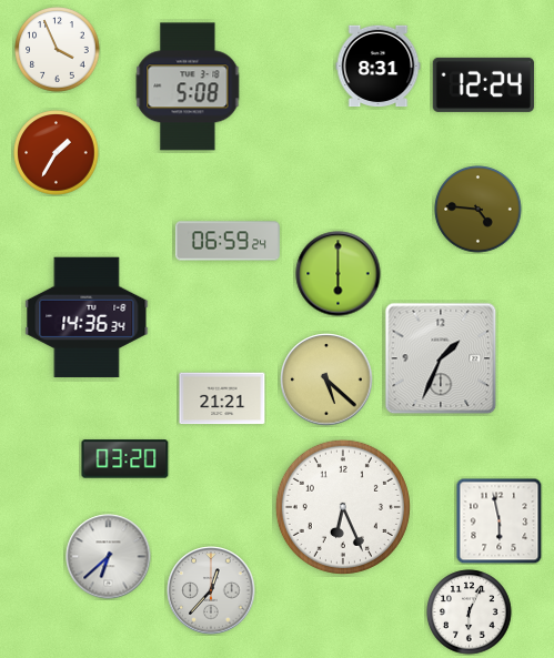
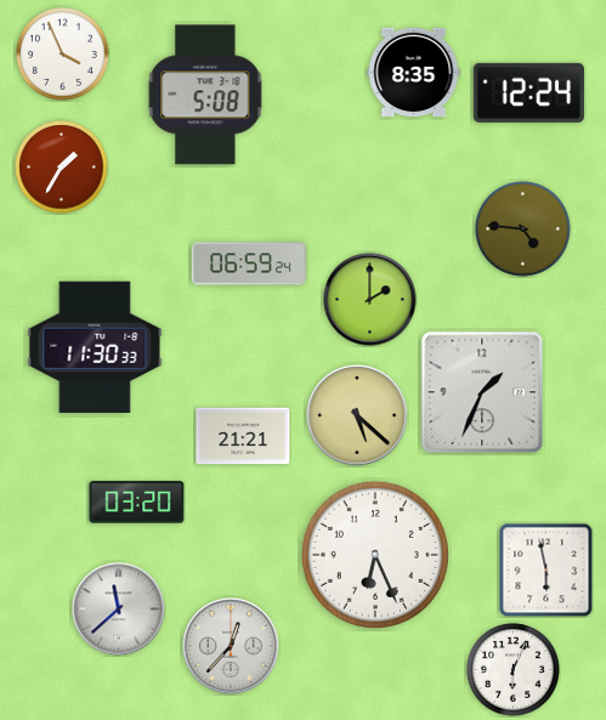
clock at (379, 67): 8:31 -> 8:35
clock at (339, 274): 6:00 -> 2:00
clock at (87, 317): 14:36 -> 11:30
clock at (109, 557): 6:38 -> 11:38
